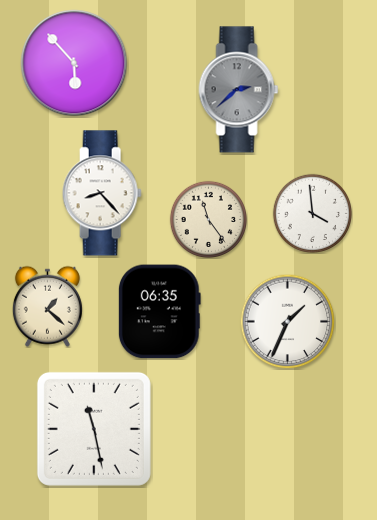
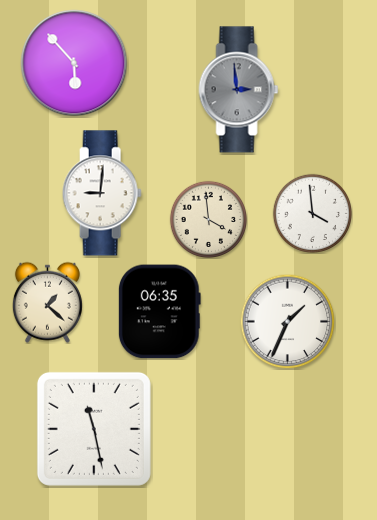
clock at (239, 90): 2:38 -> 2:59
clock at (102, 193): 8:23 -> 9:01
clock at (208, 219): 11:24 -> 3:59
clock at (47, 306) position: (47, 306) -> (47, 302)
